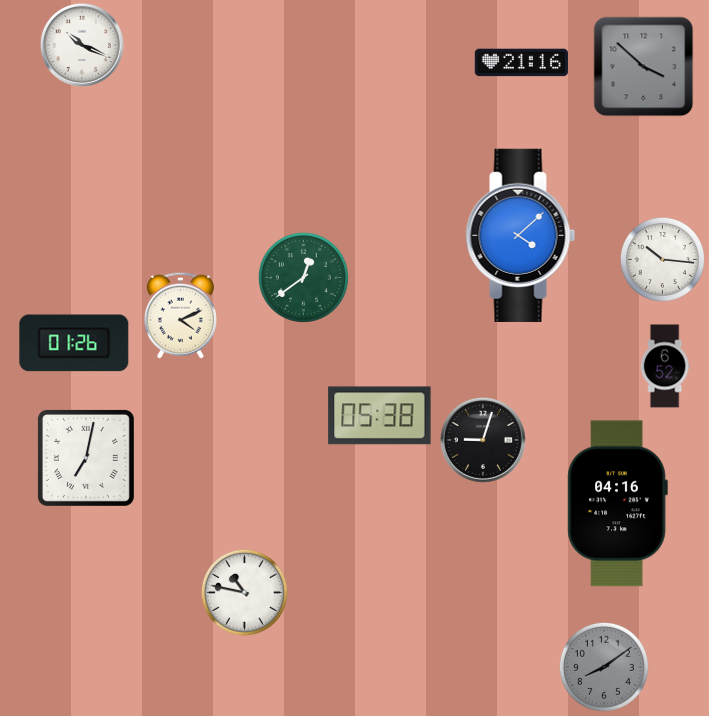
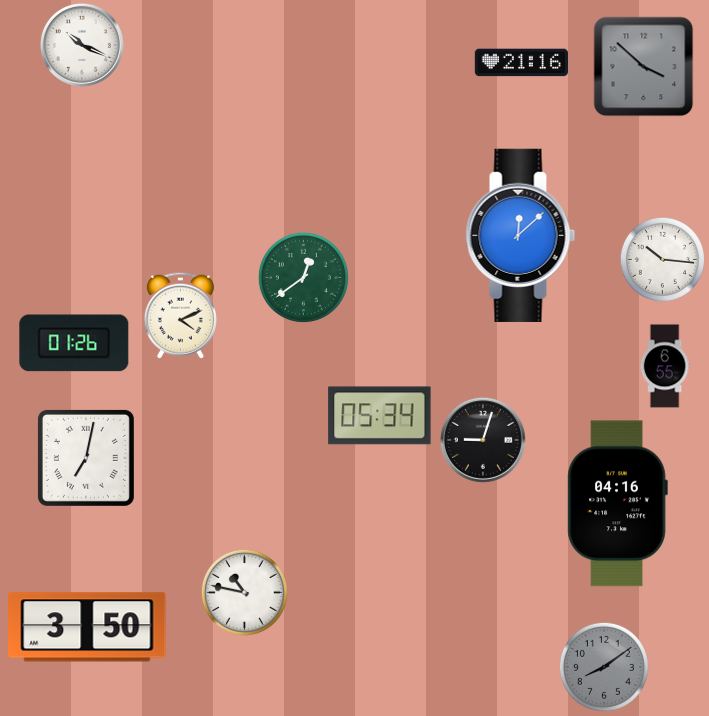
clock at (521, 235): 4:08 -> 12:08
clock at (665, 366): 6:52 -> 6:55
clock at (380, 416): 05:38 -> 05:34
clock at (87, 627): none -> 3:50
